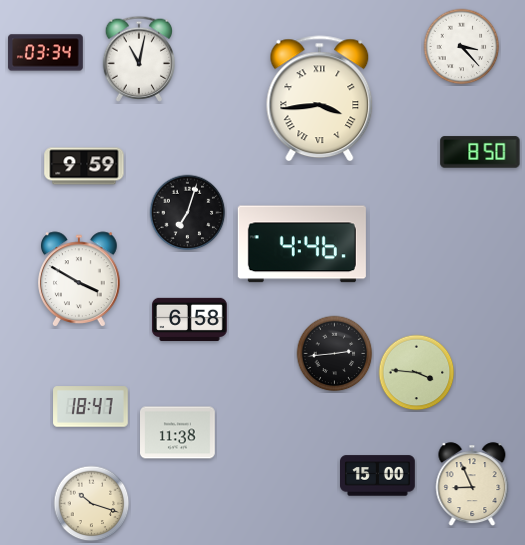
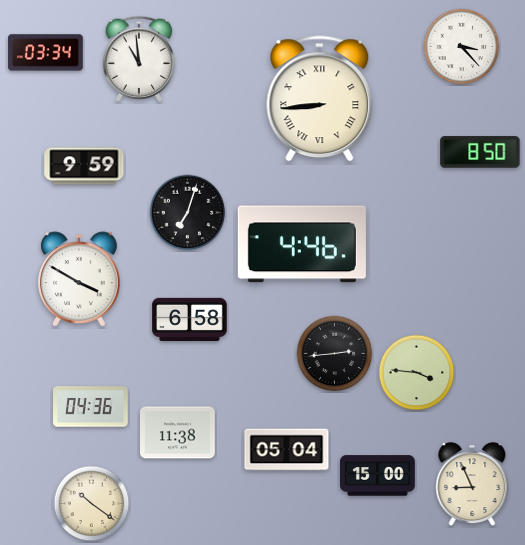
clock at (138, 59): 11:02 -> 10:59
clock at (320, 99): 3:44 -> 8:44
clock at (91, 407): 18:47 -> 04:36
clock at (287, 450): none -> 05:04
clock at (92, 504): 10:18 -> 10:21
